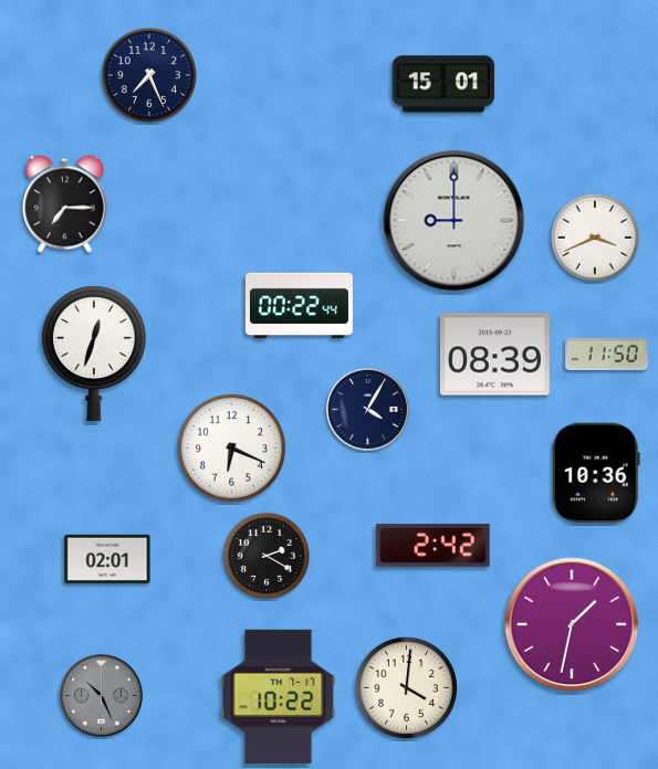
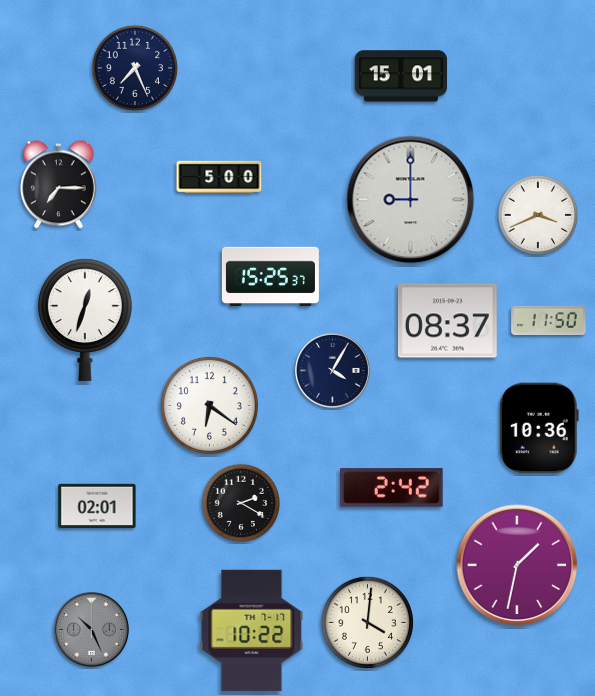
clock at (219, 177): none -> 5:00
clock at (299, 306): 00:22 -> 15:25
clock at (494, 355): 08:39 -> 08:37
clock at (231, 447): 6:19 -> 6:21
clock at (434, 546) position: (434, 546) -> (392, 488)
